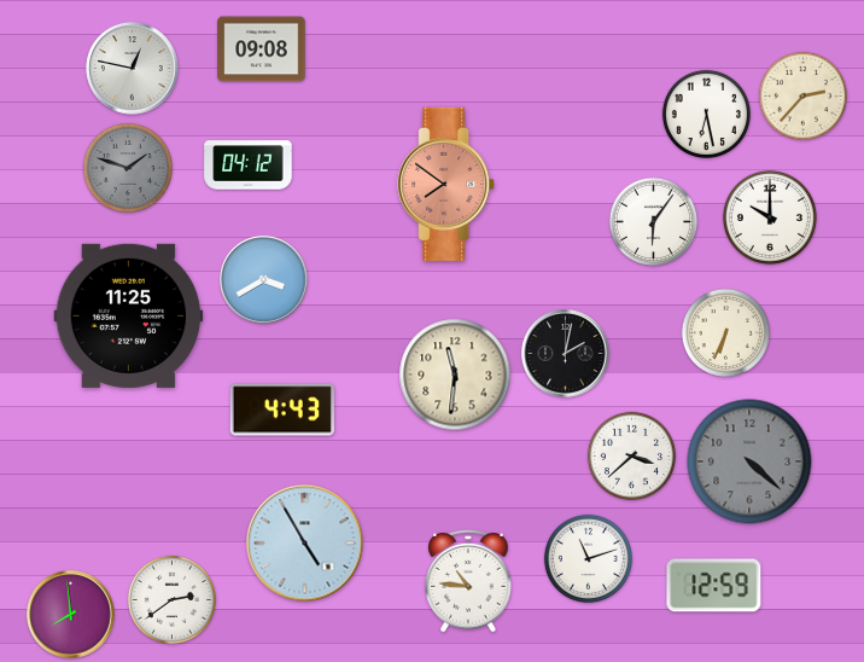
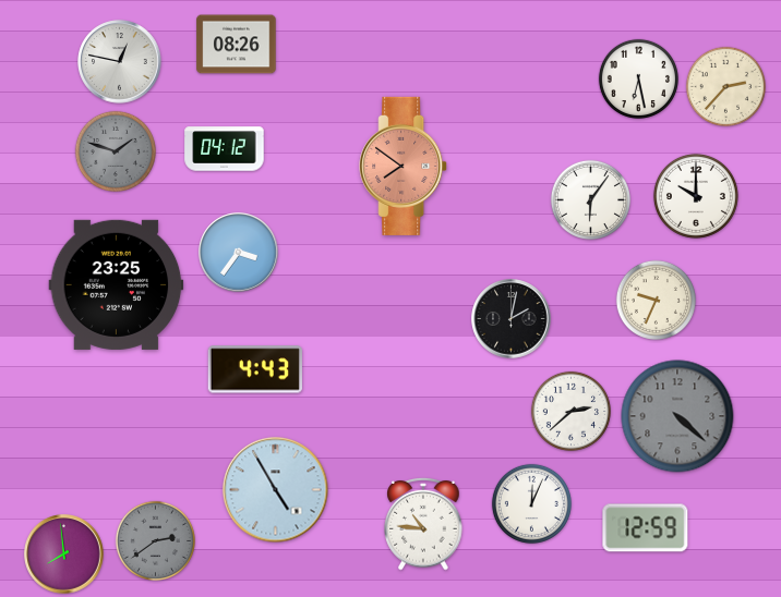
clock at (262, 50): 09:08 -> 08:26
clock at (706, 114) position: (706, 114) -> (638, 78)
clock at (264, 280): 3:40 -> 3:36
clock at (129, 315): 11:25 -> 23:25
clock at (725, 332): 6:34 -> 9:34
clock at (455, 374): 11:31 -> none
clock at (631, 455): 3:38 -> 2:38
clock at (588, 558): 11:12 -> 12:04
clock at (171, 599) dial: white -> grey
